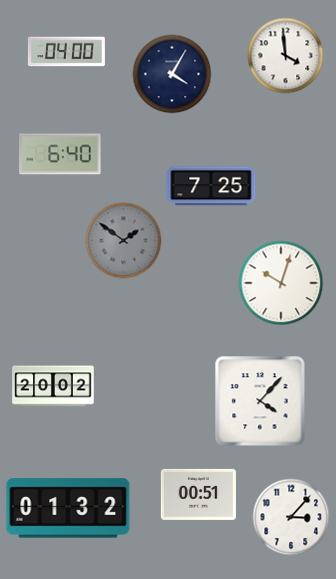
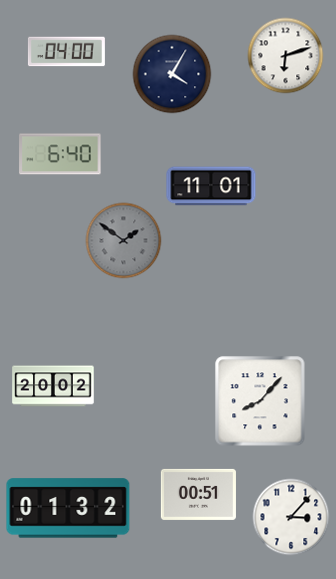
clock at (286, 56): 3:59 -> 6:12
clock at (211, 186): 7:25 -> 11:01
clock at (281, 283): 10:03 -> none
clock at (260, 401): 4:07 -> 8:07
